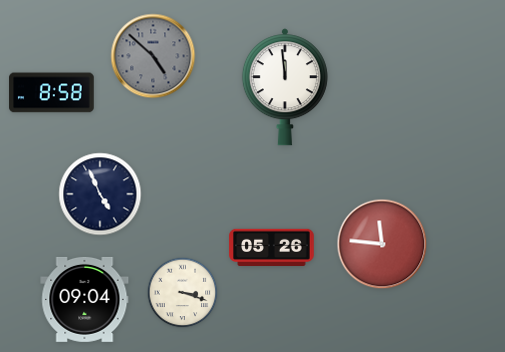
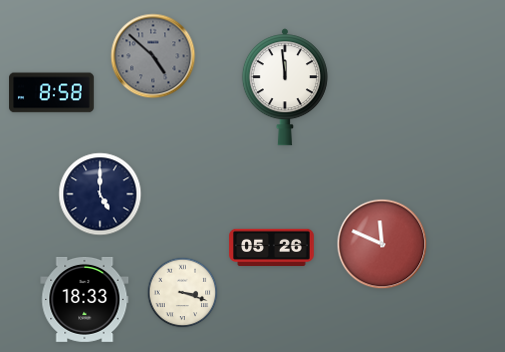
clock at (100, 194): 4:56 -> 5:00
clock at (382, 244): 11:46 -> 11:49
clock at (85, 299): 09:04 -> 18:33
